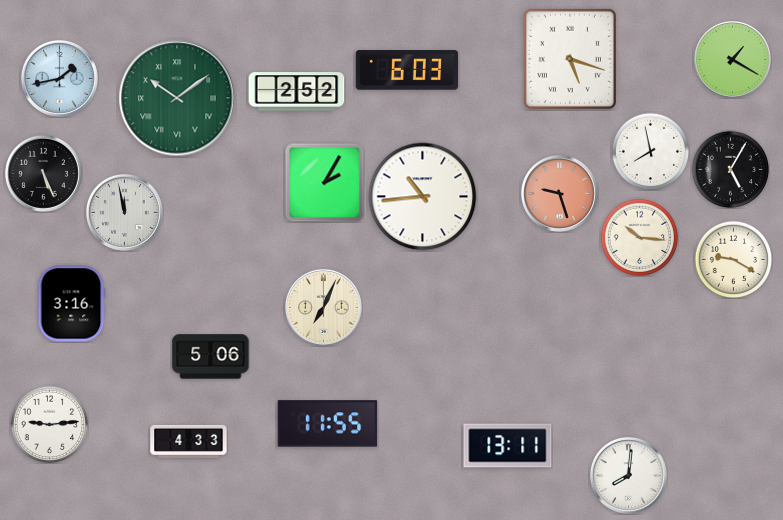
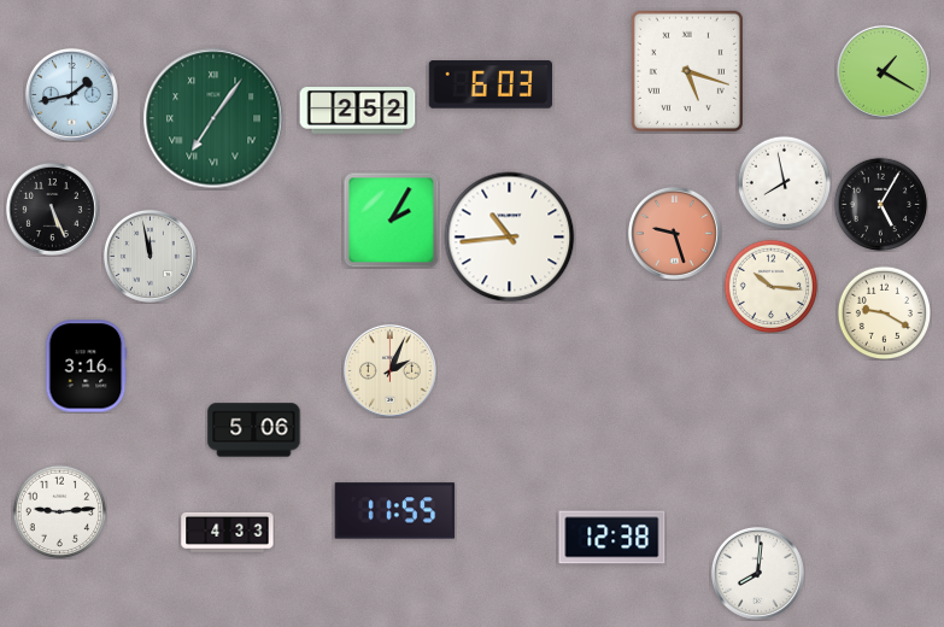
clock at (177, 98): 10:09 -> 7:06
clock at (323, 307): 7:04 -> 2:04
clock at (508, 446): 13:11 -> 12:38
